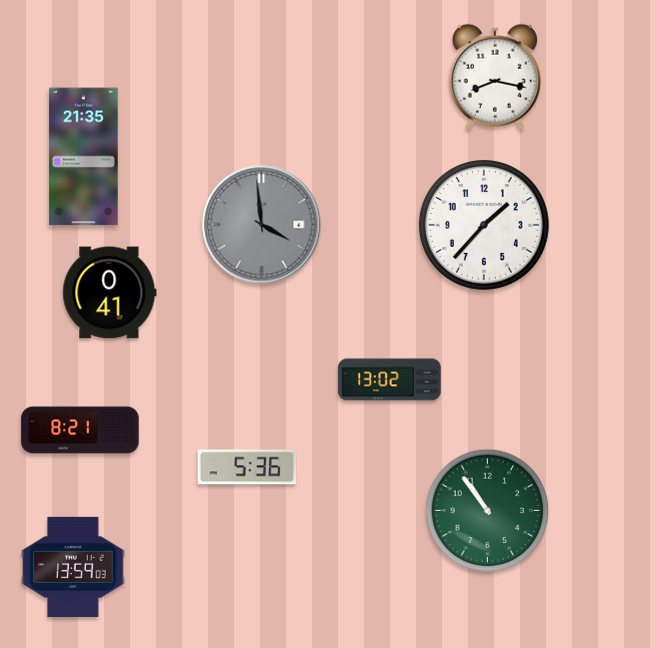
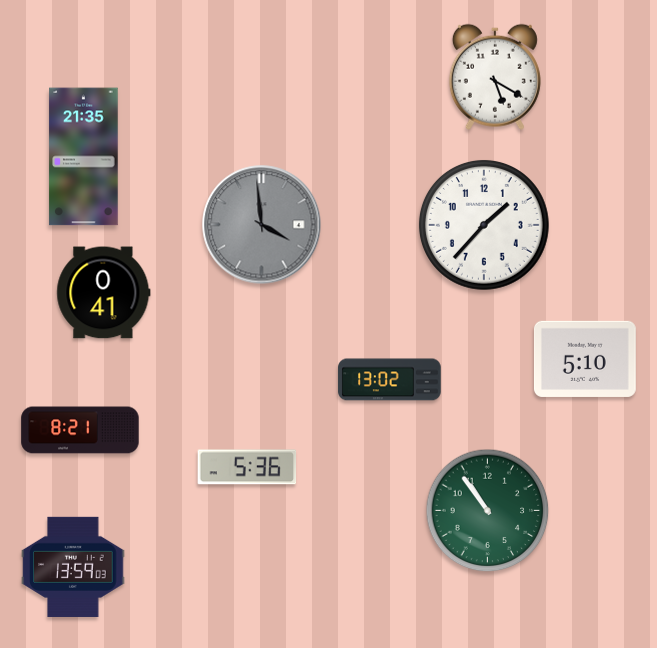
clock at (495, 77): 8:17 -> 5:20
clock at (110, 293) position: (110, 293) -> (104, 293)
clock at (585, 359): none -> 5:10
